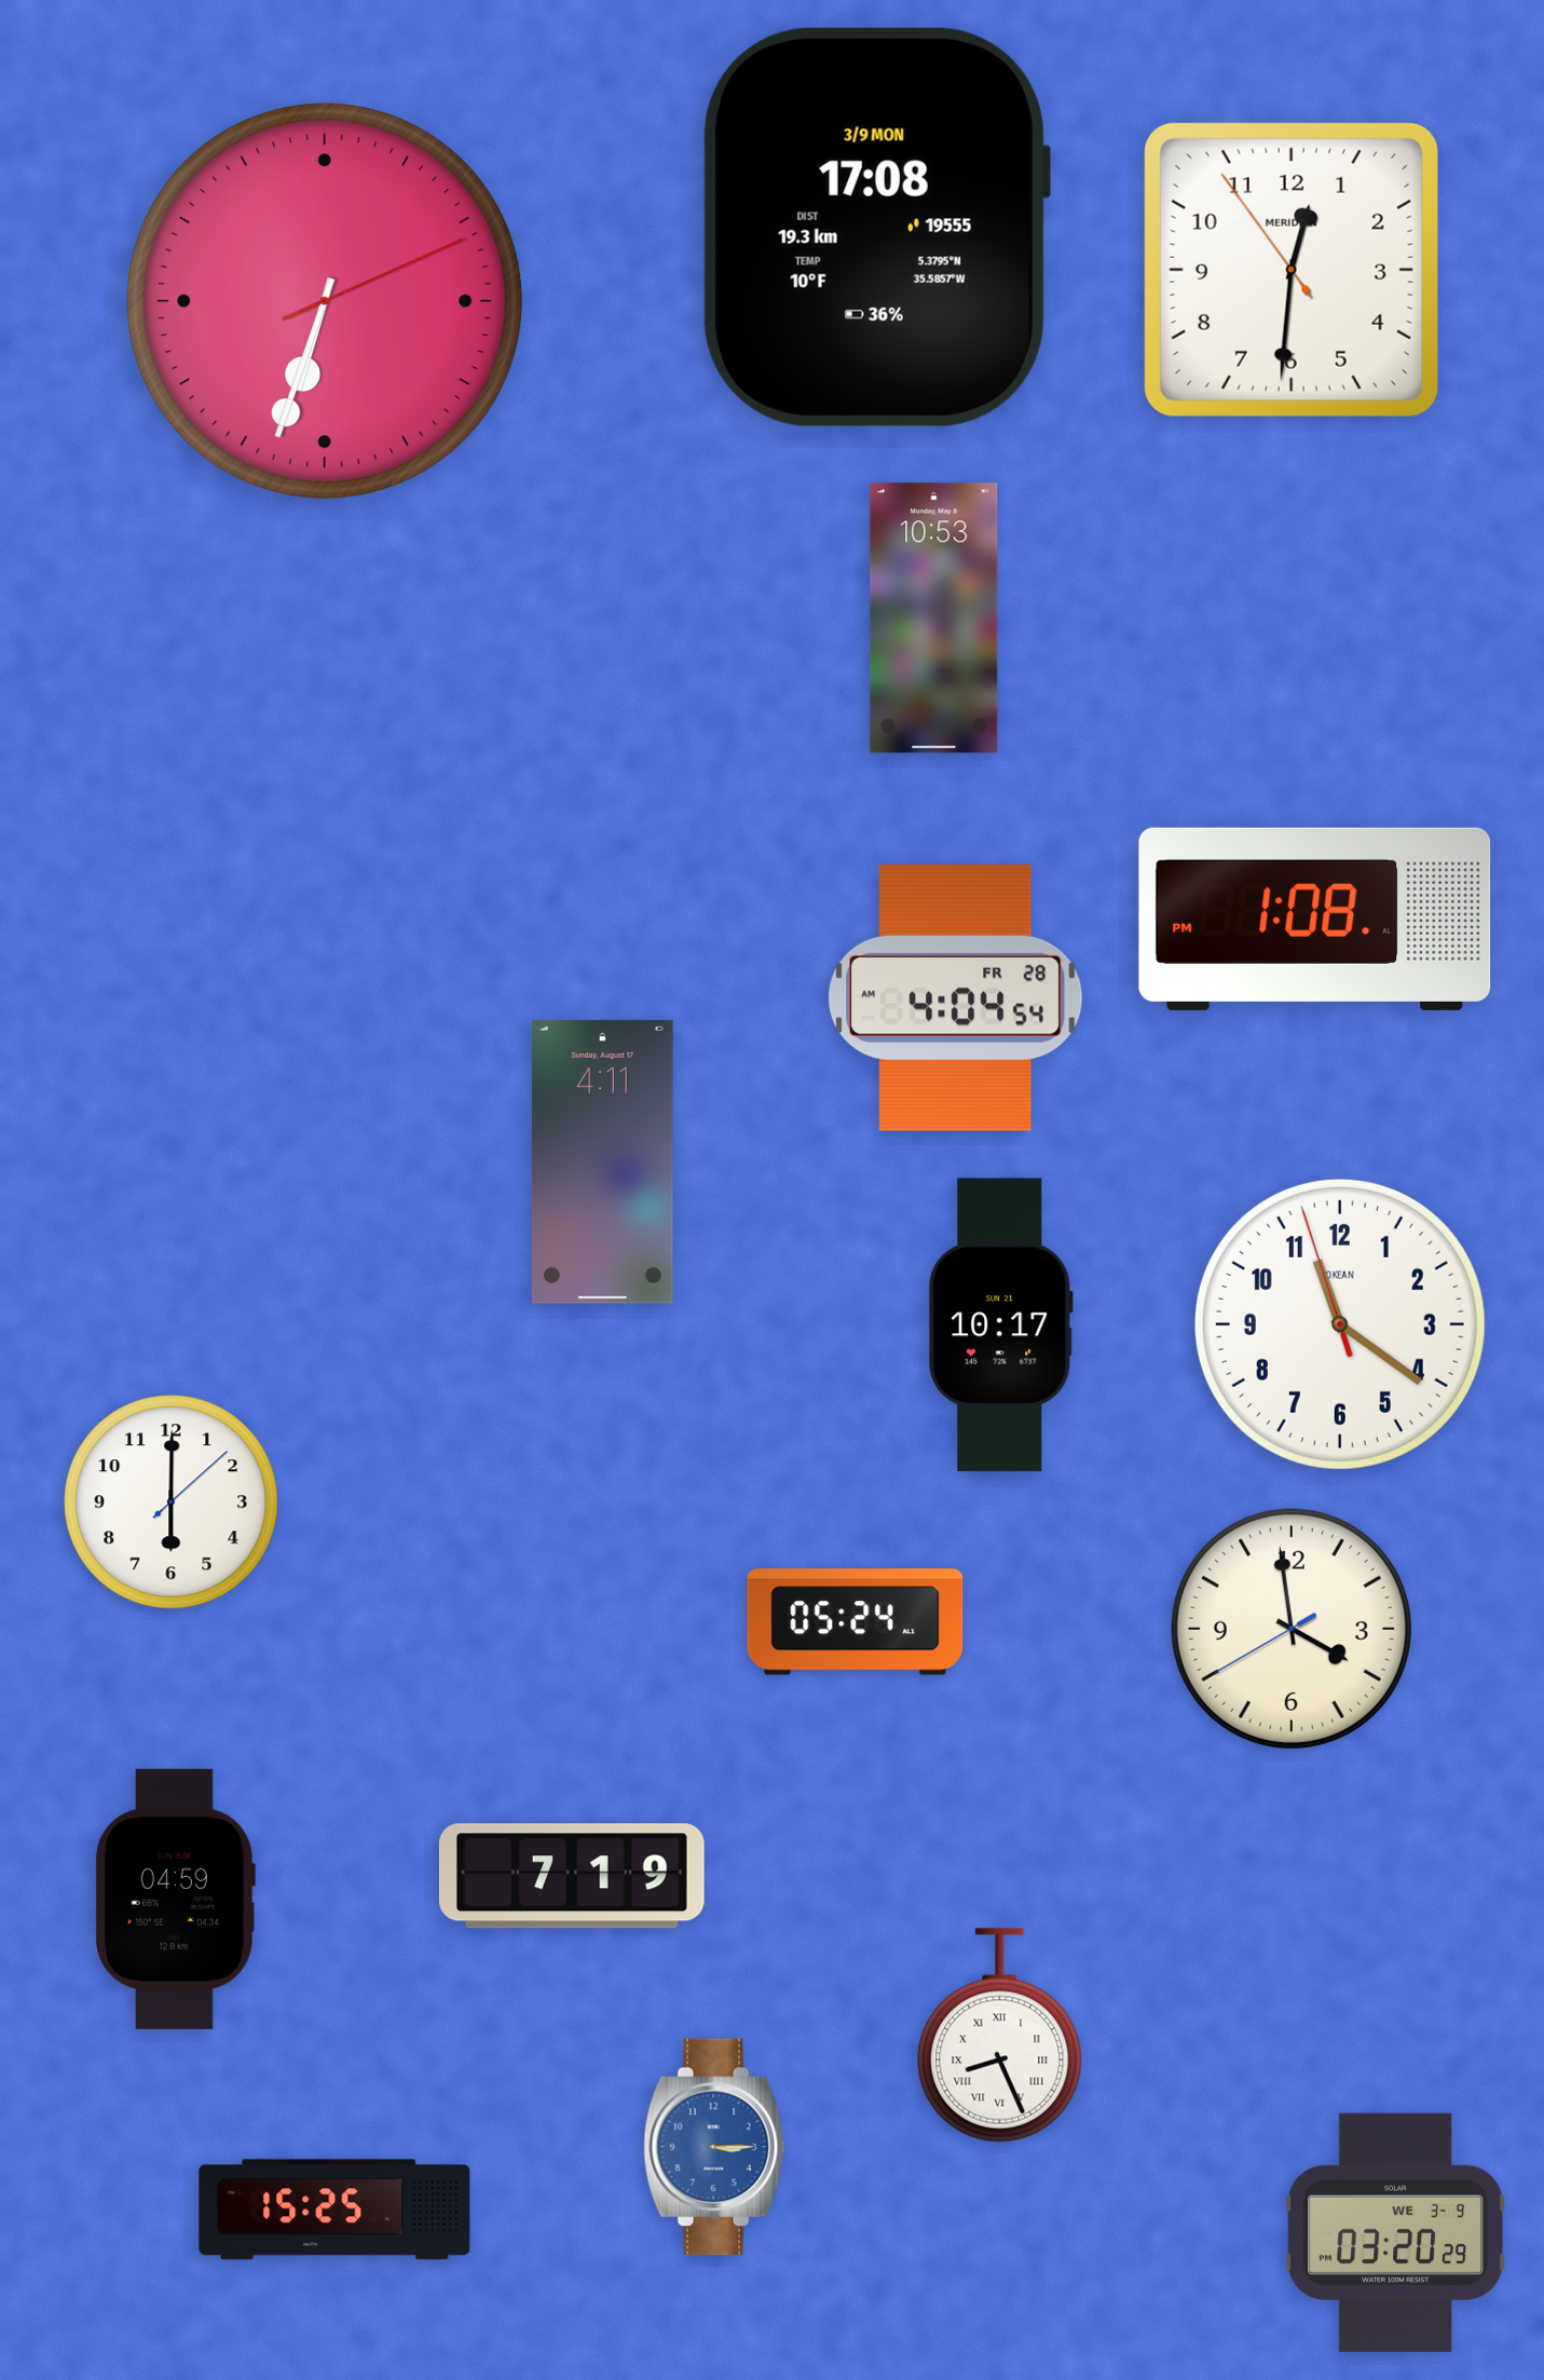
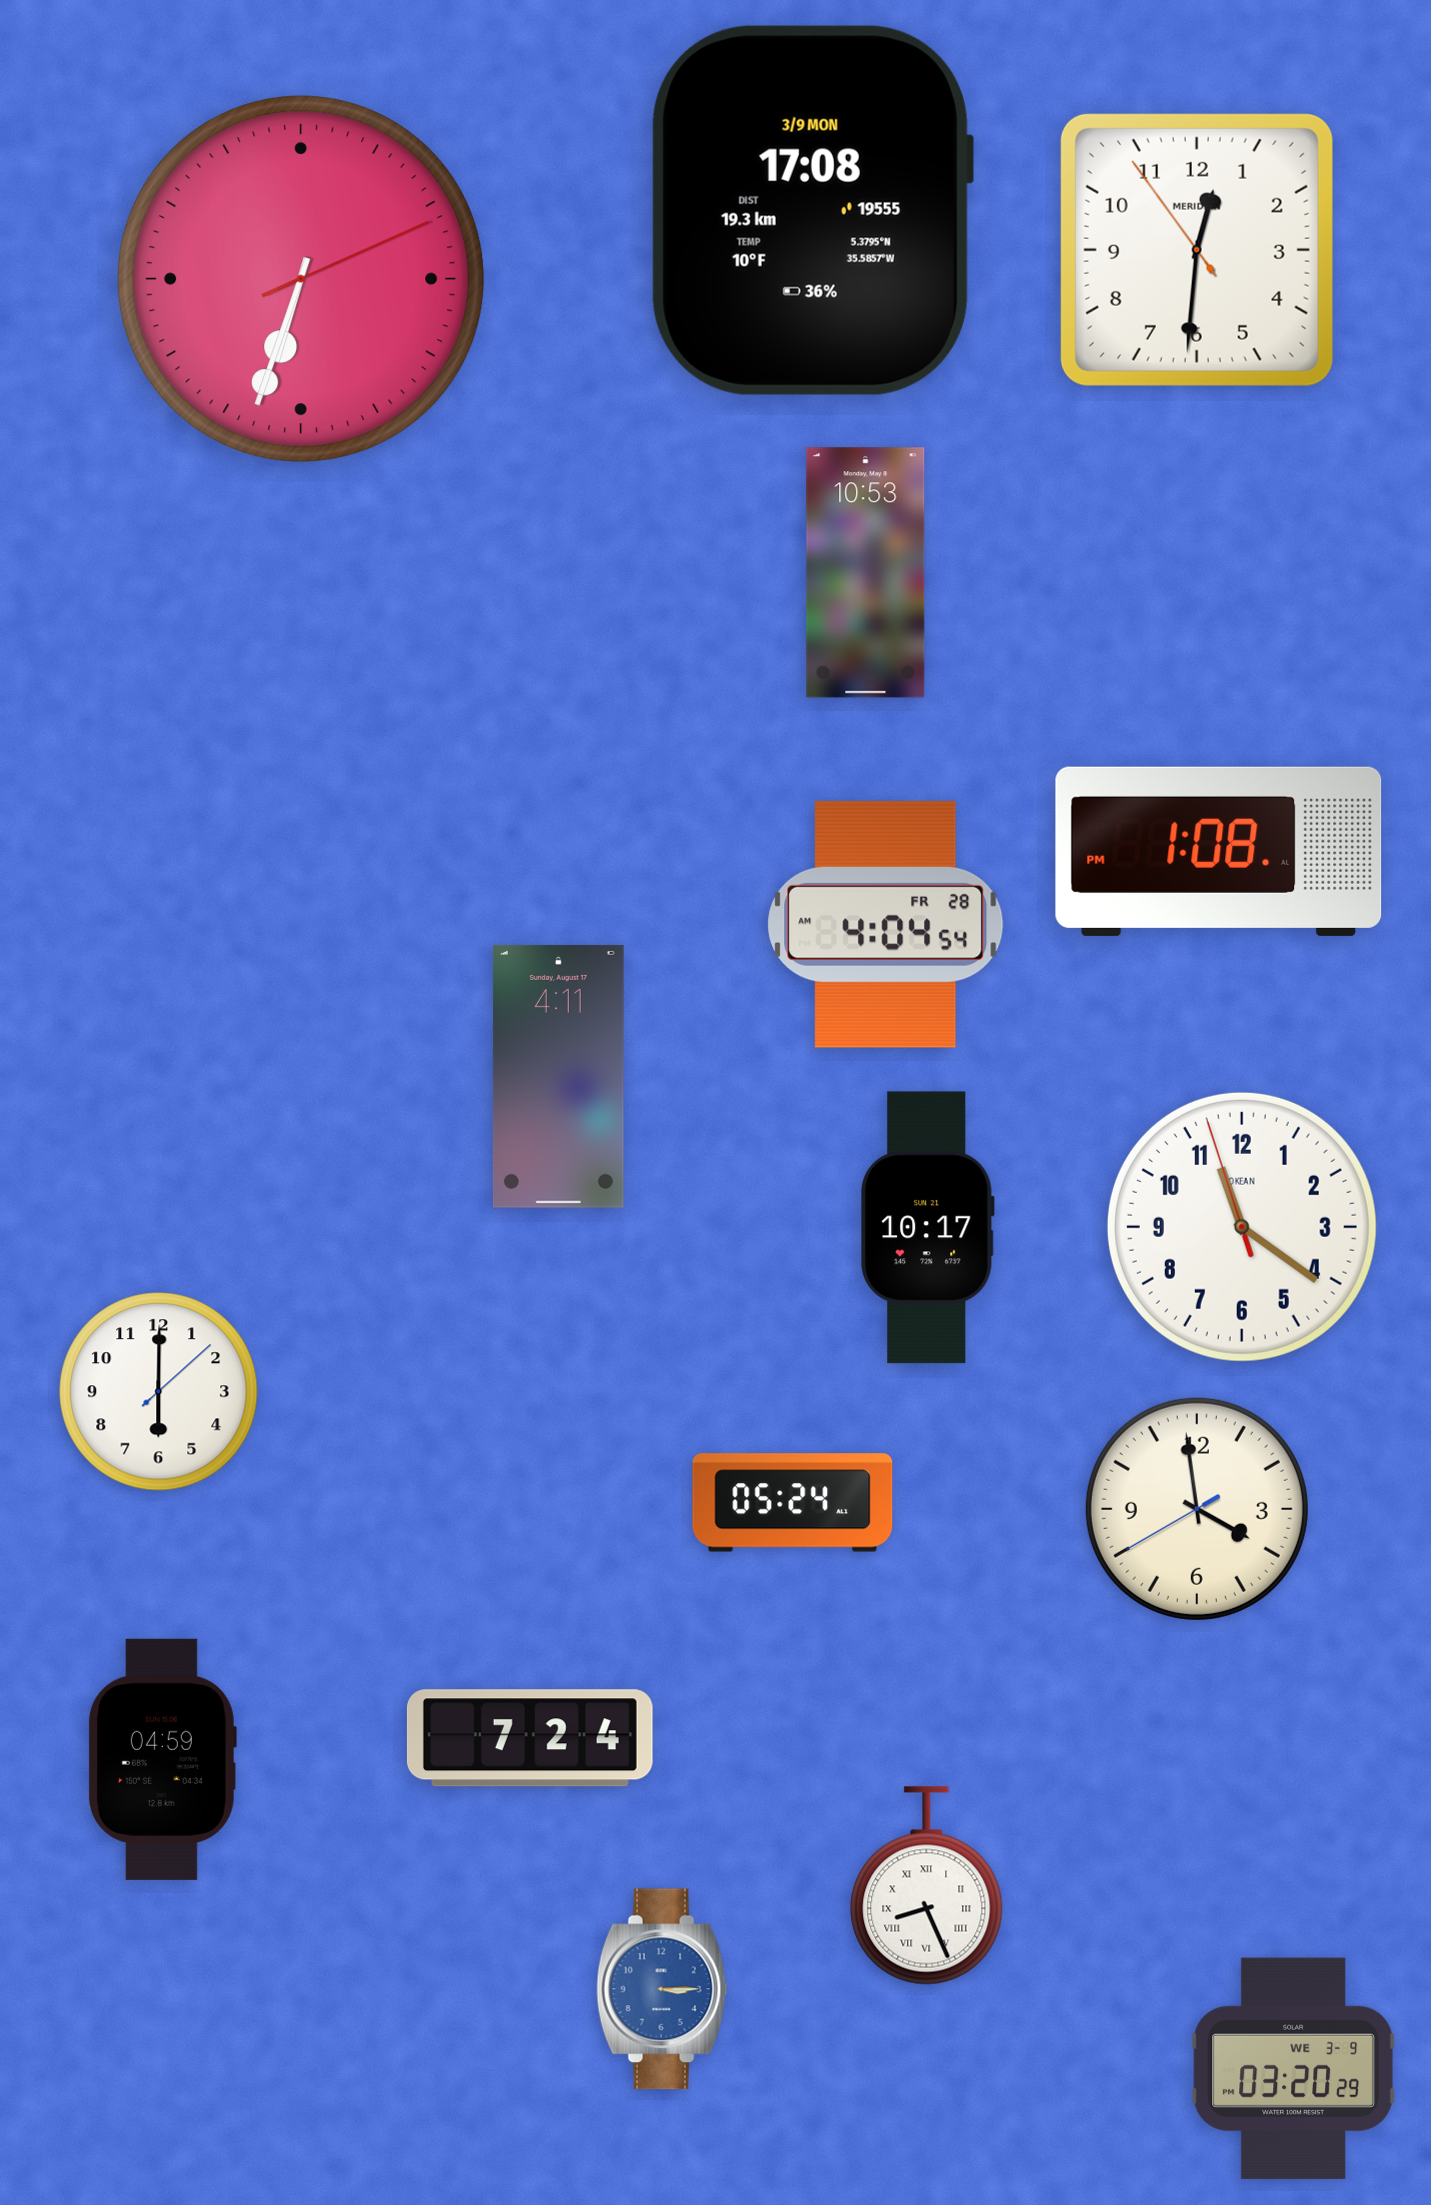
clock at (572, 1876): 7:19 -> 7:24
clock at (334, 2209): 15:25 -> none
